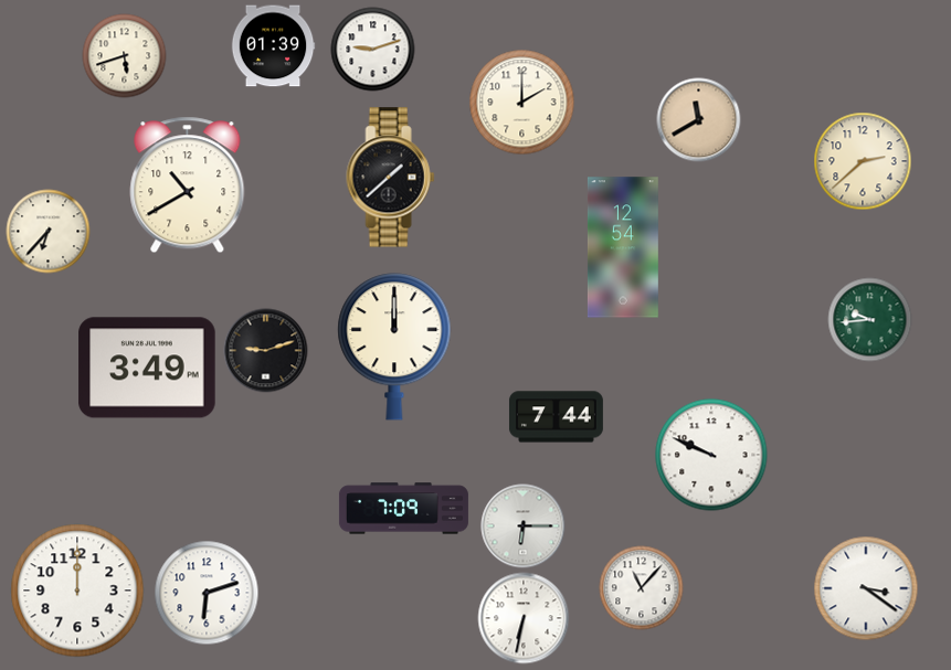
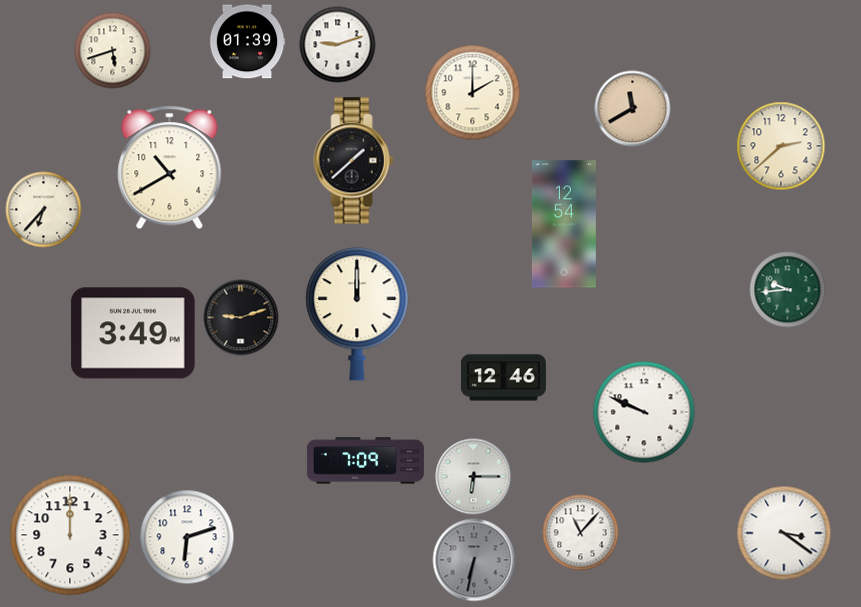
clock at (556, 417): 7:44 -> 12:46
clock at (524, 618) dial: white -> grey
